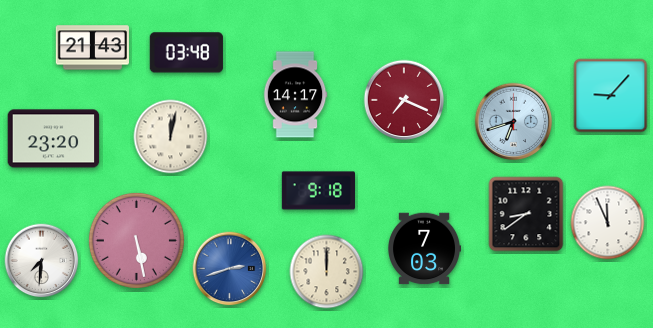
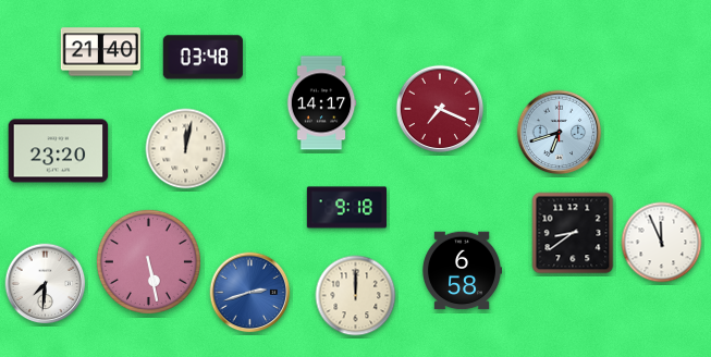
clock at (92, 48): 21:43 -> 21:40
clock at (611, 96): 9:07 -> none
clock at (424, 249): 7:03 -> 6:58
